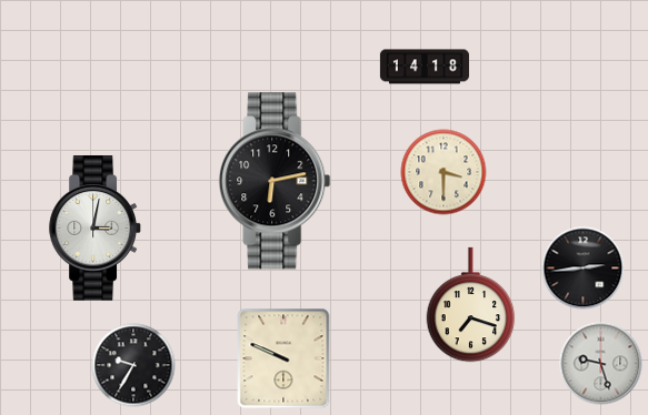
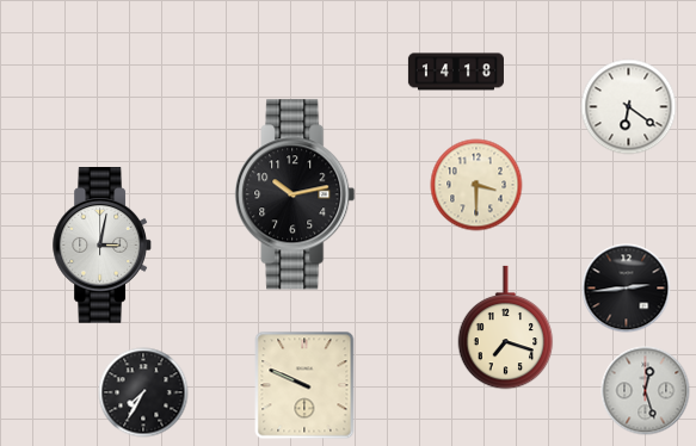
clock at (629, 107): none -> 6:21
clock at (275, 181): 6:13 -> 10:13
clock at (601, 364): 9:27 -> 12:27
clock at (133, 365): 9:35 -> 7:35
